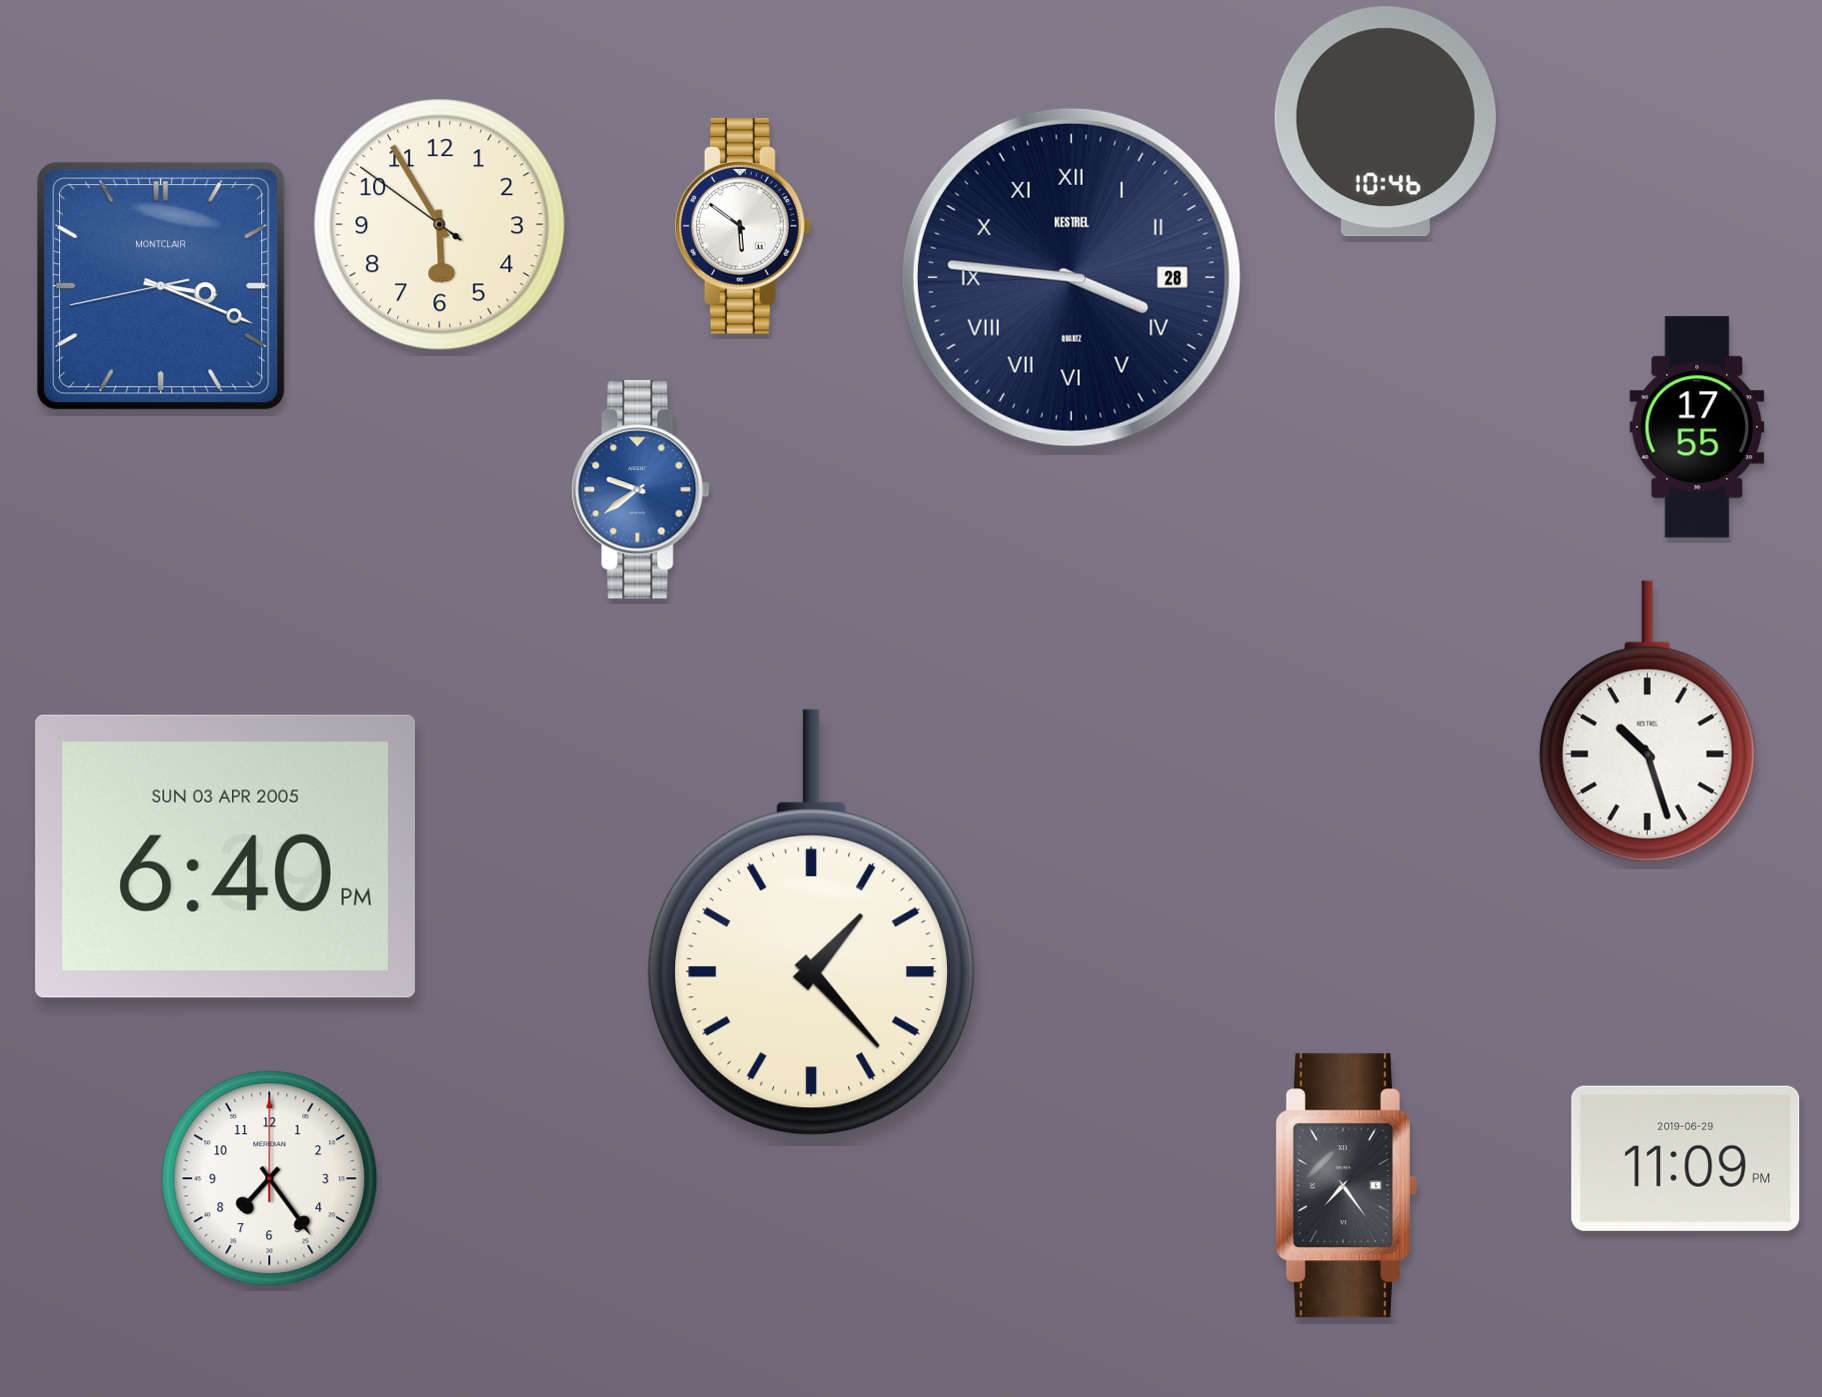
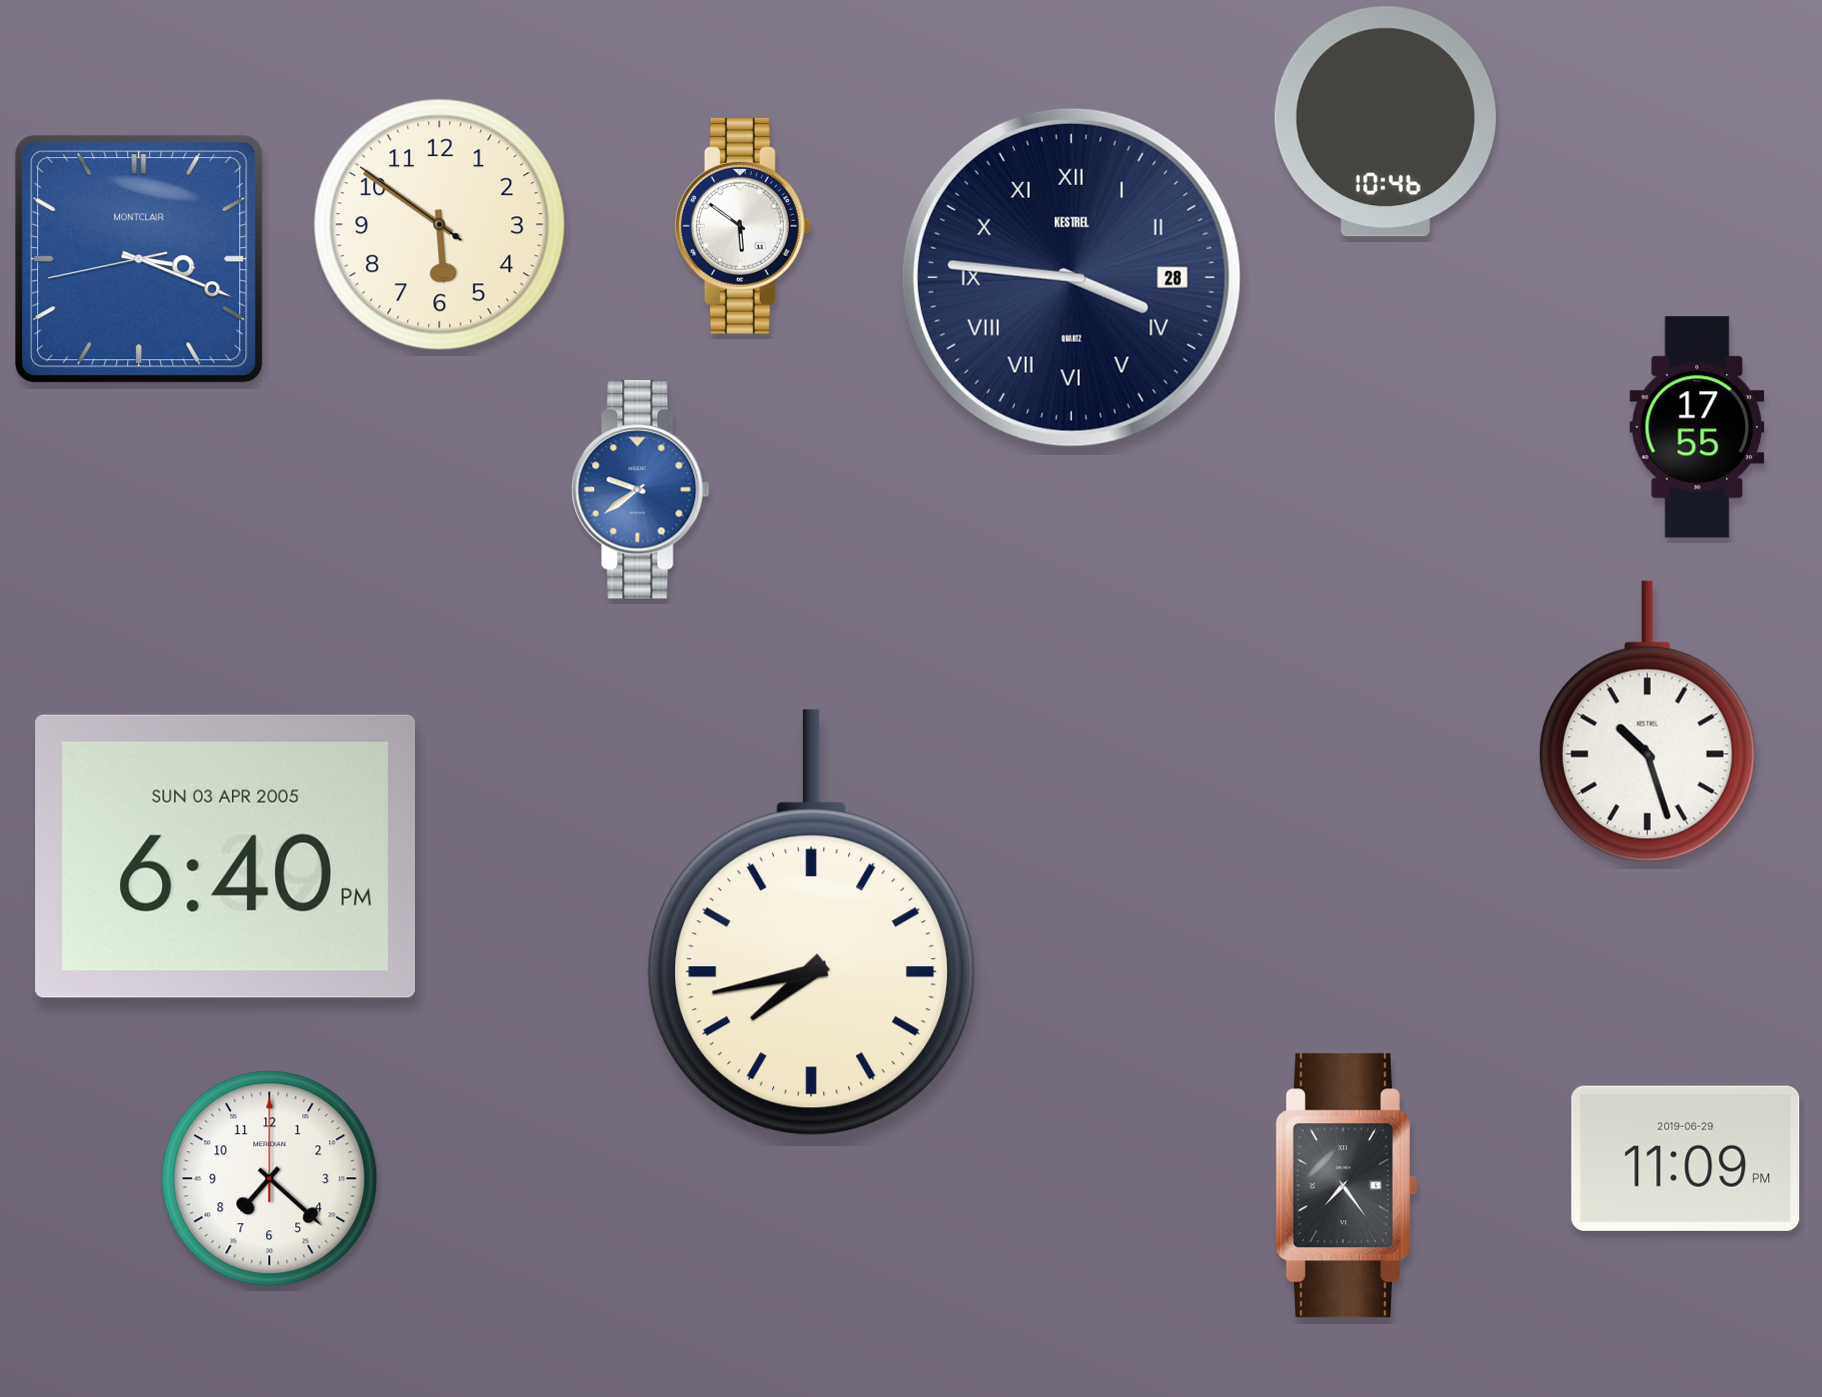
clock at (440, 225): 5:54 -> 5:50
clock at (161, 286) position: (161, 286) -> (139, 259)
clock at (812, 923): 1:23 -> 7:43
clock at (270, 1179): 7:24 -> 7:22
